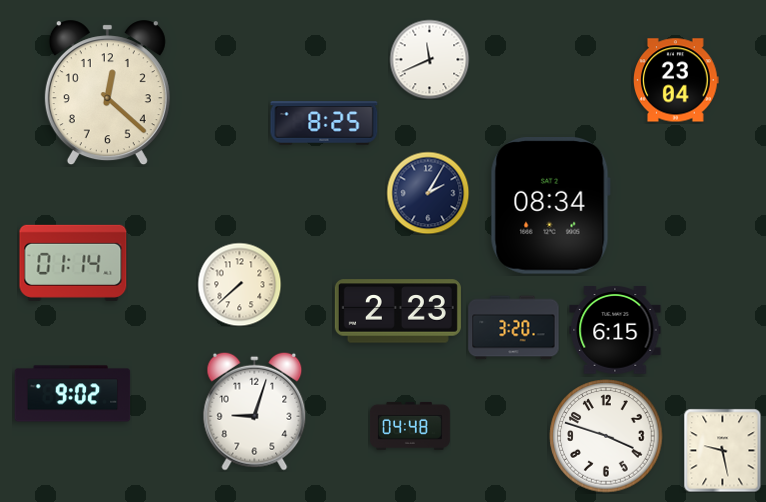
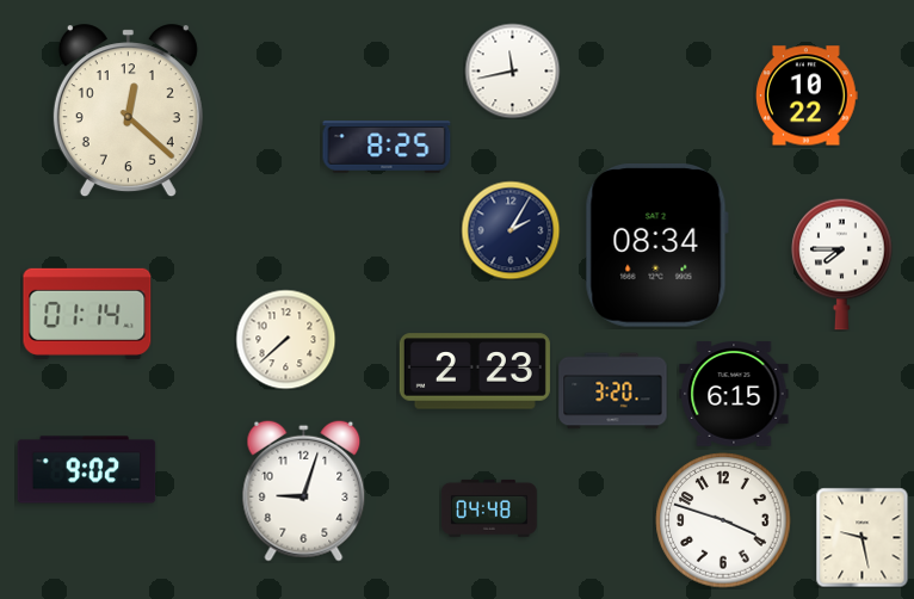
clock at (429, 59): 11:41 -> 11:43
clock at (677, 80): 23:04 -> 10:22
clock at (842, 264): none -> 7:45
